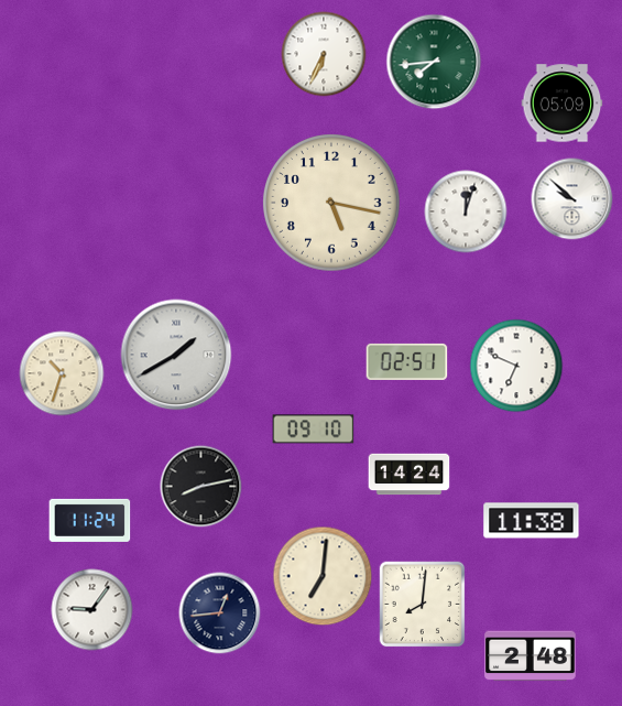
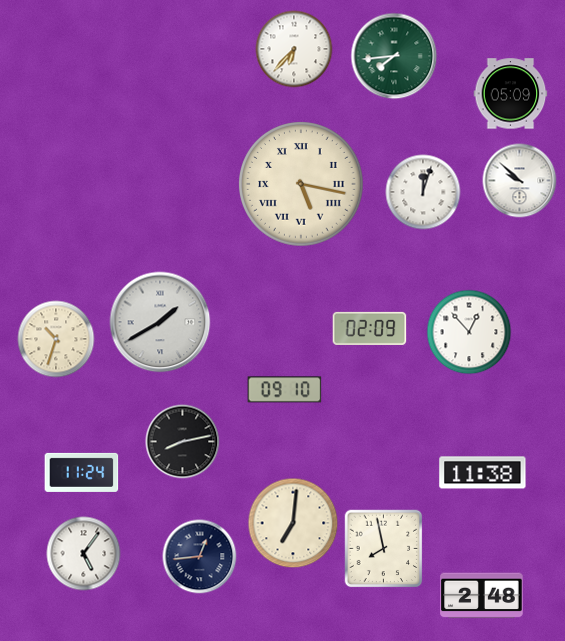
clock at (324, 54): 6:34 -> 6:37
clock at (332, 204) numerals: Arabic -> Roman
clock at (407, 361): 02:51 -> 02:09
clock at (516, 366): 6:49 -> 12:53
clock at (410, 475): 14:24 -> none
clock at (423, 605): 8:01 -> 7:58
clock at (92, 610): 9:06 -> 5:06
